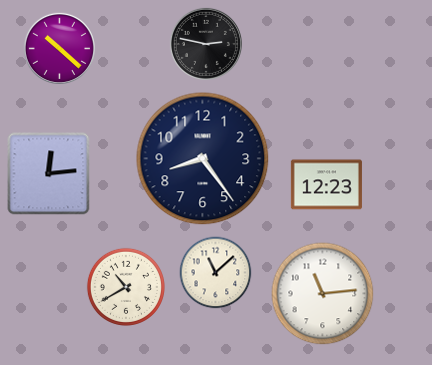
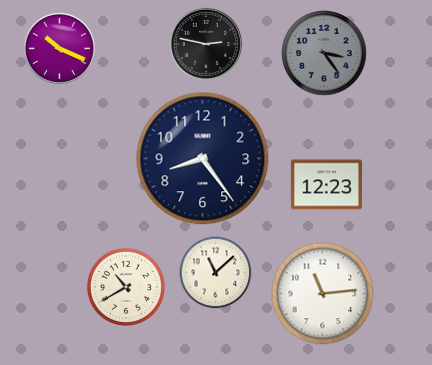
clock at (59, 48): 10:22 -> 10:19
clock at (324, 53): none -> 3:24
clock at (49, 174): 12:14 -> none
